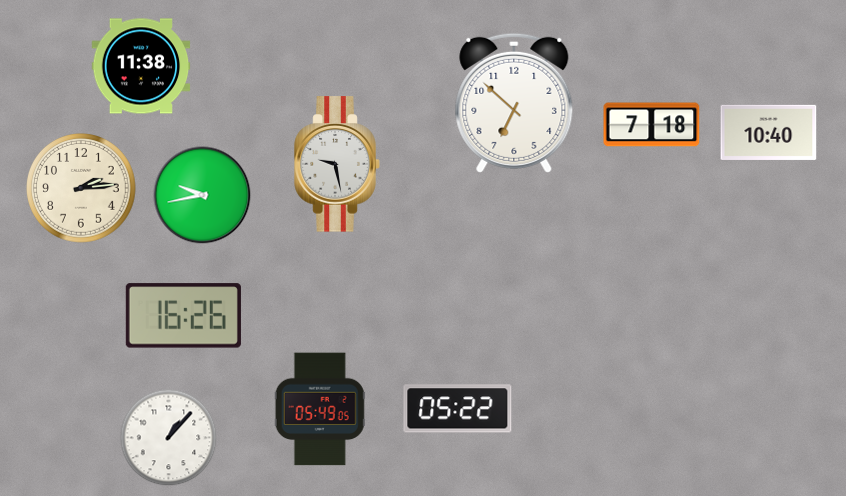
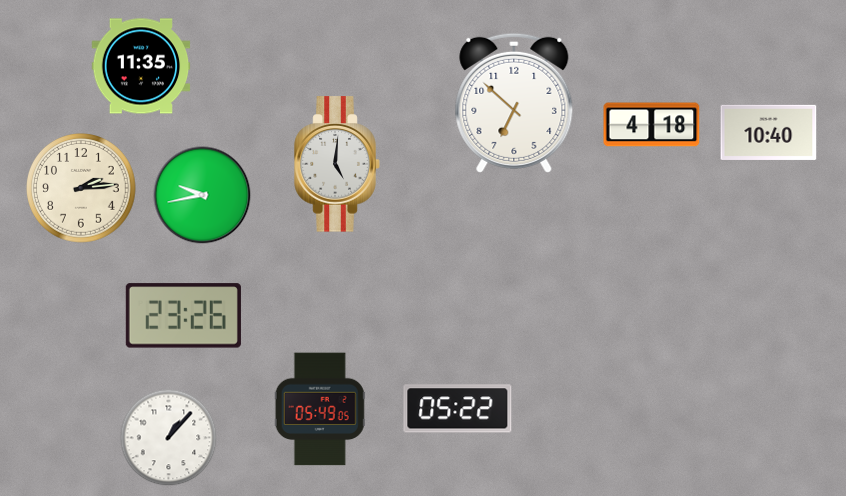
clock at (141, 66): 11:38 -> 11:35
clock at (652, 125): 7:18 -> 4:18
clock at (337, 164): 9:28 -> 5:01
clock at (183, 316): 16:26 -> 23:26
